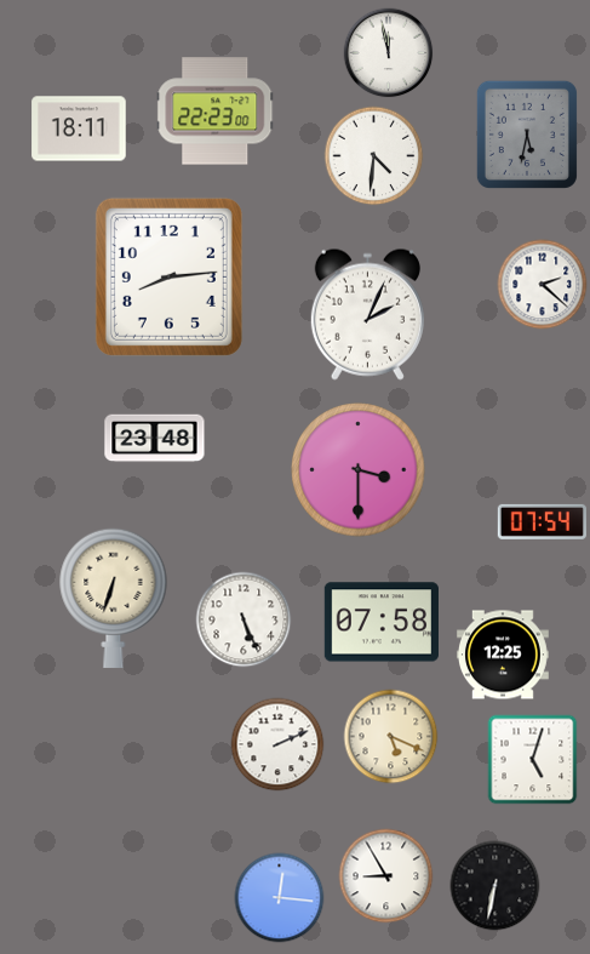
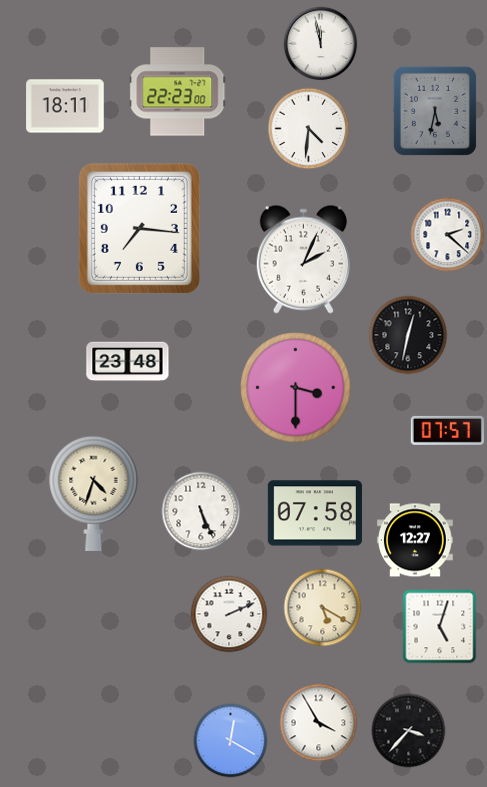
clock at (168, 276): 8:14 -> 7:16
clock at (408, 335): none -> 12:32
clock at (542, 521): 07:54 -> 07:57
clock at (114, 598): 6:33 -> 4:33
clock at (503, 655): 12:25 -> 12:27
clock at (391, 737): 5:19 -> 5:20
clock at (386, 876): 8:55 -> 3:55
clock at (496, 886): 6:32 -> 3:37
clock at (280, 898): 12:16 -> 12:20
